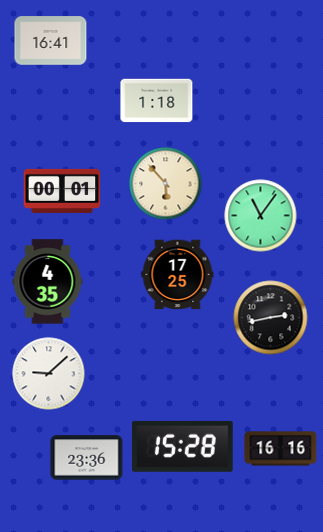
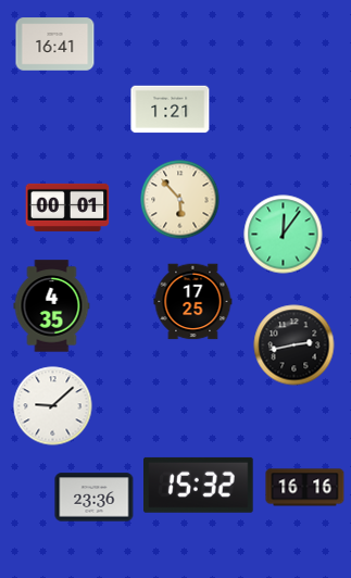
clock at (157, 101): 1:18 -> 1:21
clock at (261, 216): 11:06 -> 12:06
clock at (178, 275) position: (178, 275) -> (193, 302)
clock at (183, 446): 15:28 -> 15:32
